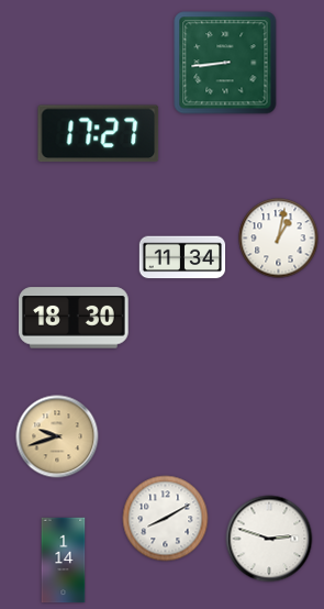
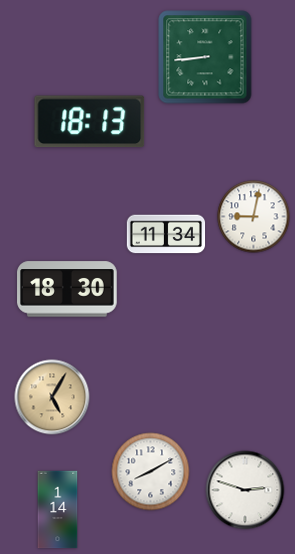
clock at (99, 134): 17:27 -> 18:13
clock at (279, 239): 1:02 -> 9:02
clock at (57, 436): 9:42 -> 5:05
